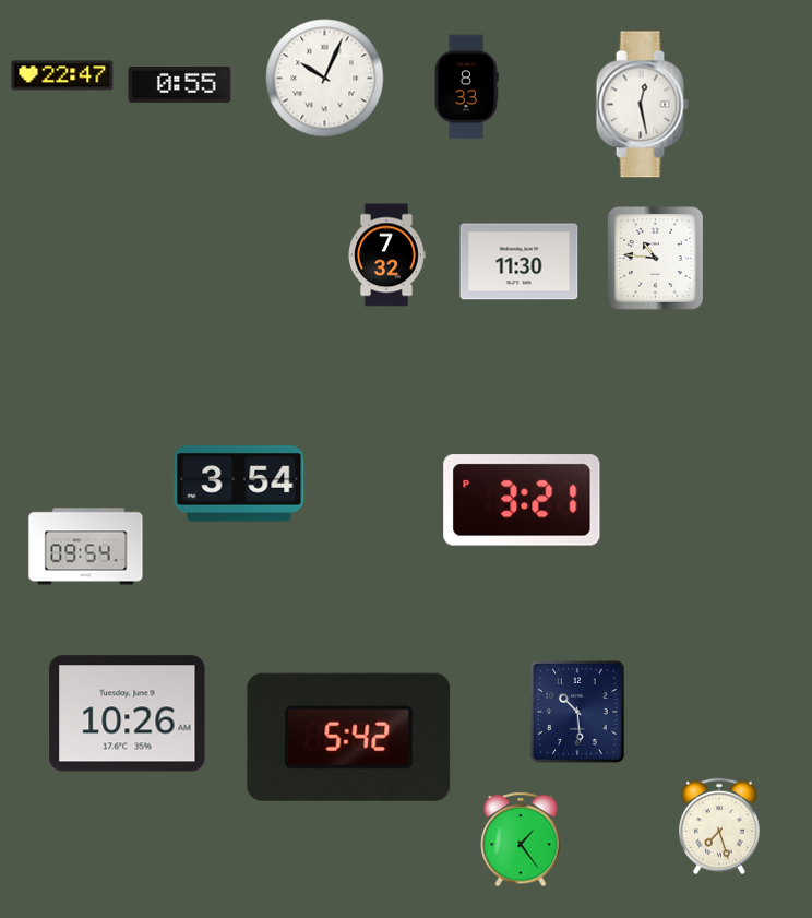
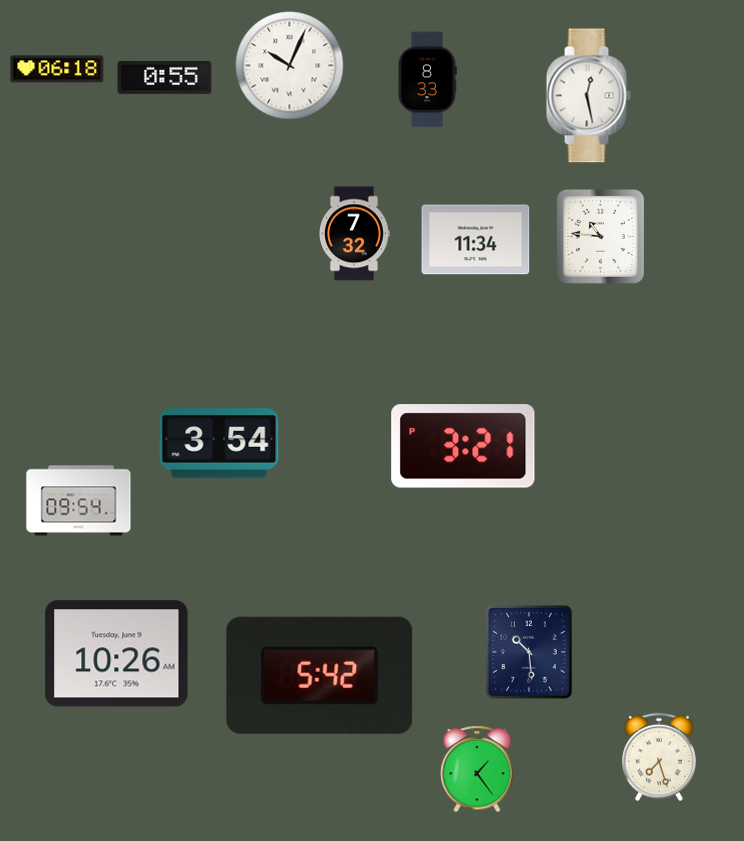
clock at (62, 75): 22:47 -> 06:18
clock at (325, 79) position: (325, 79) -> (290, 66)
clock at (520, 262): 11:30 -> 11:34
clock at (522, 500) position: (522, 500) -> (463, 446)
